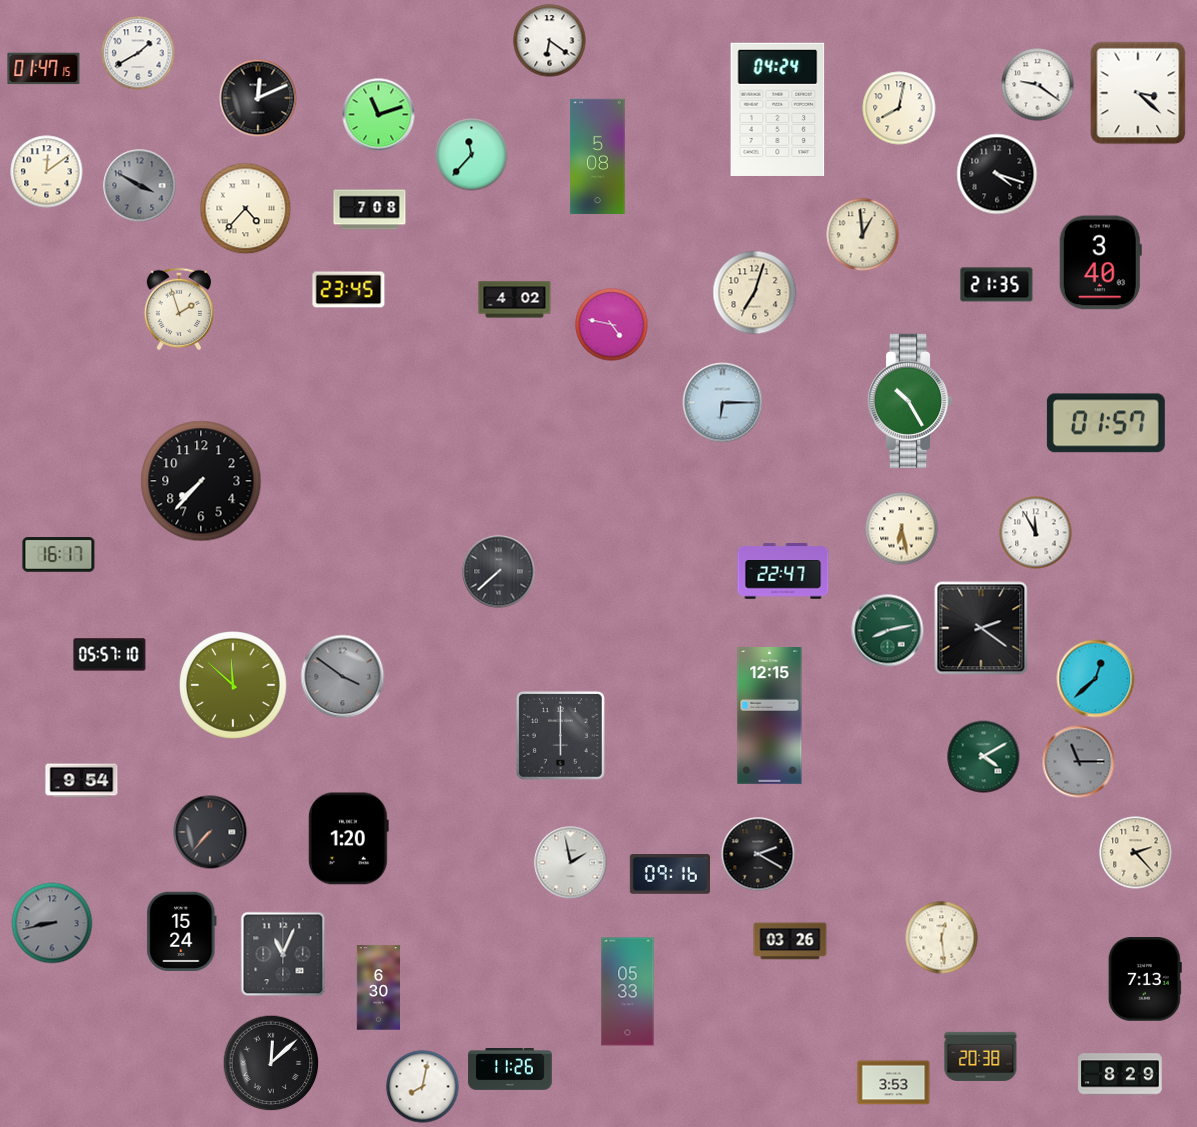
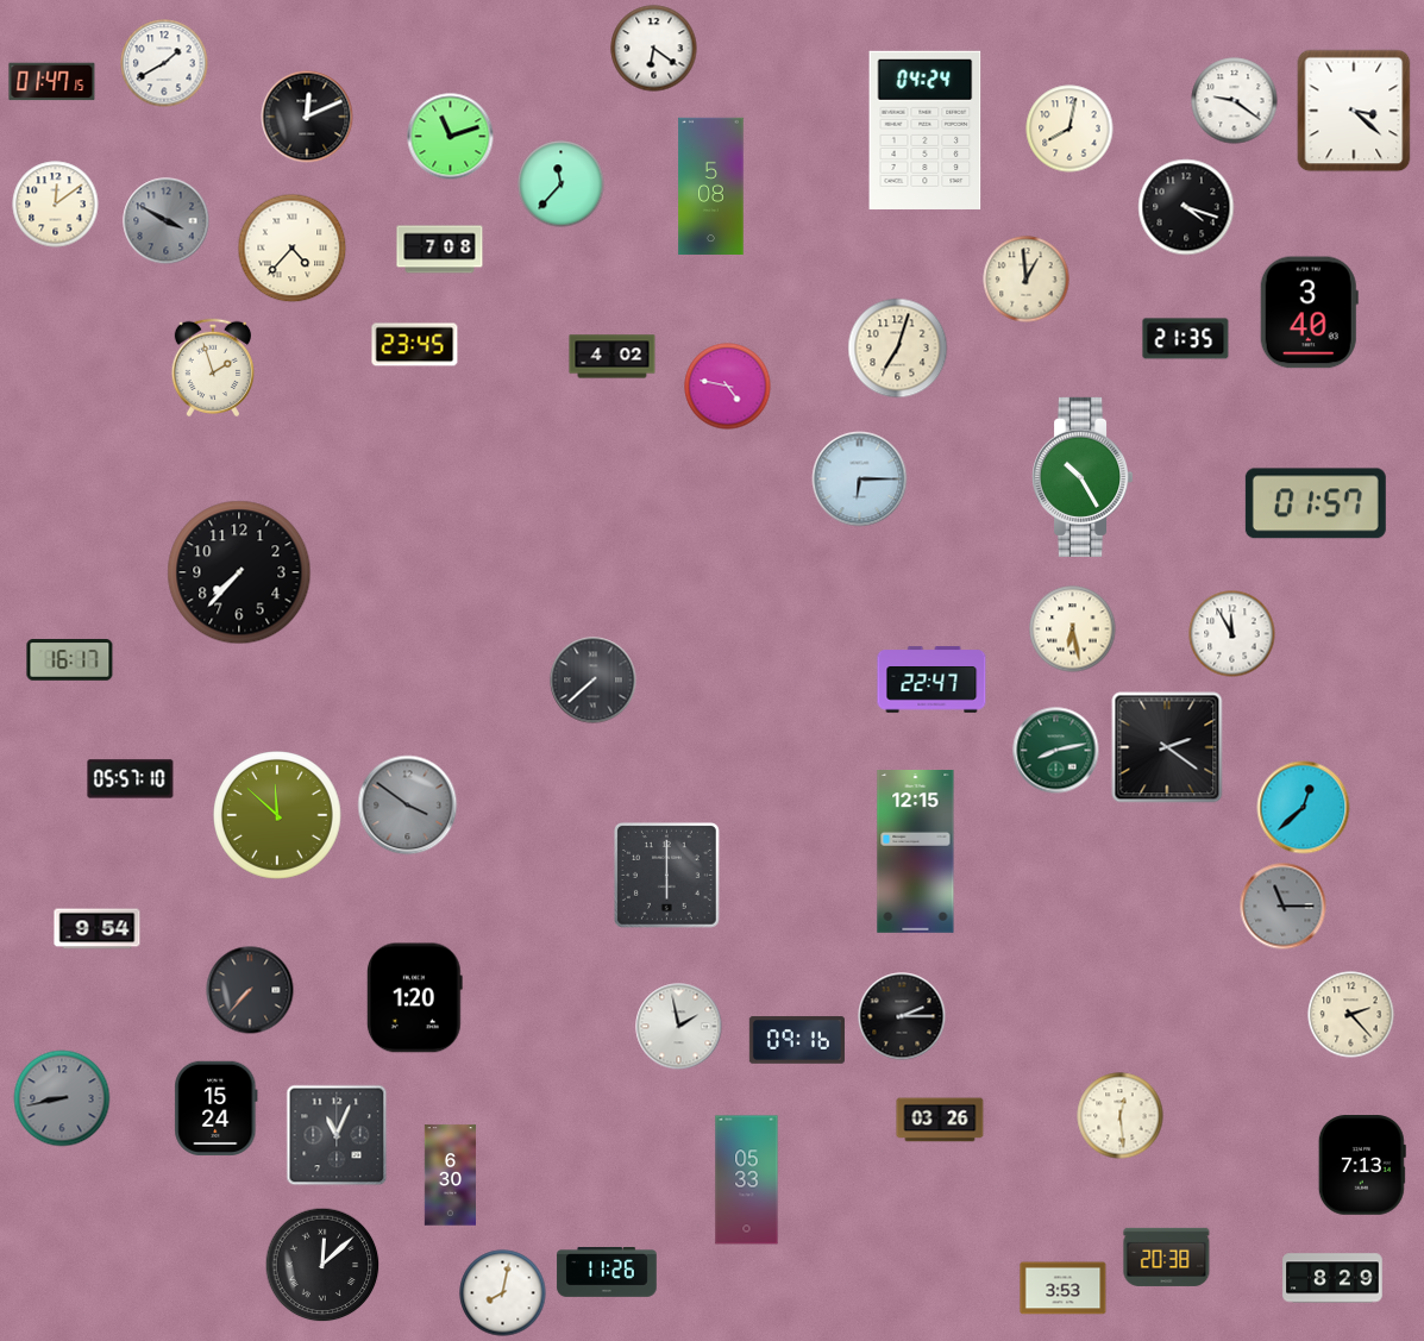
clock at (984, 757): 4:10 -> none
clock at (758, 854): 2:20 -> 2:15
